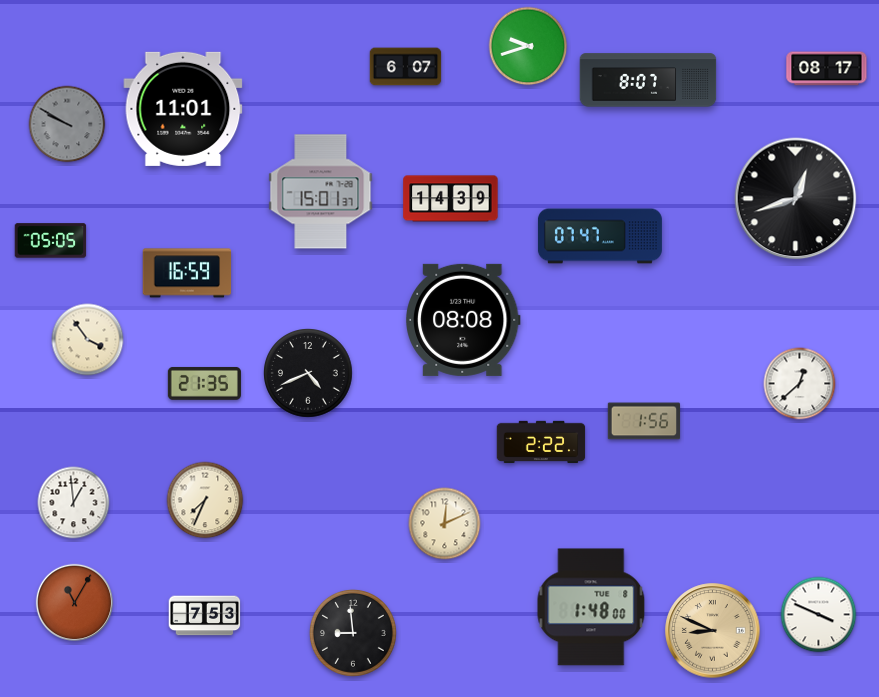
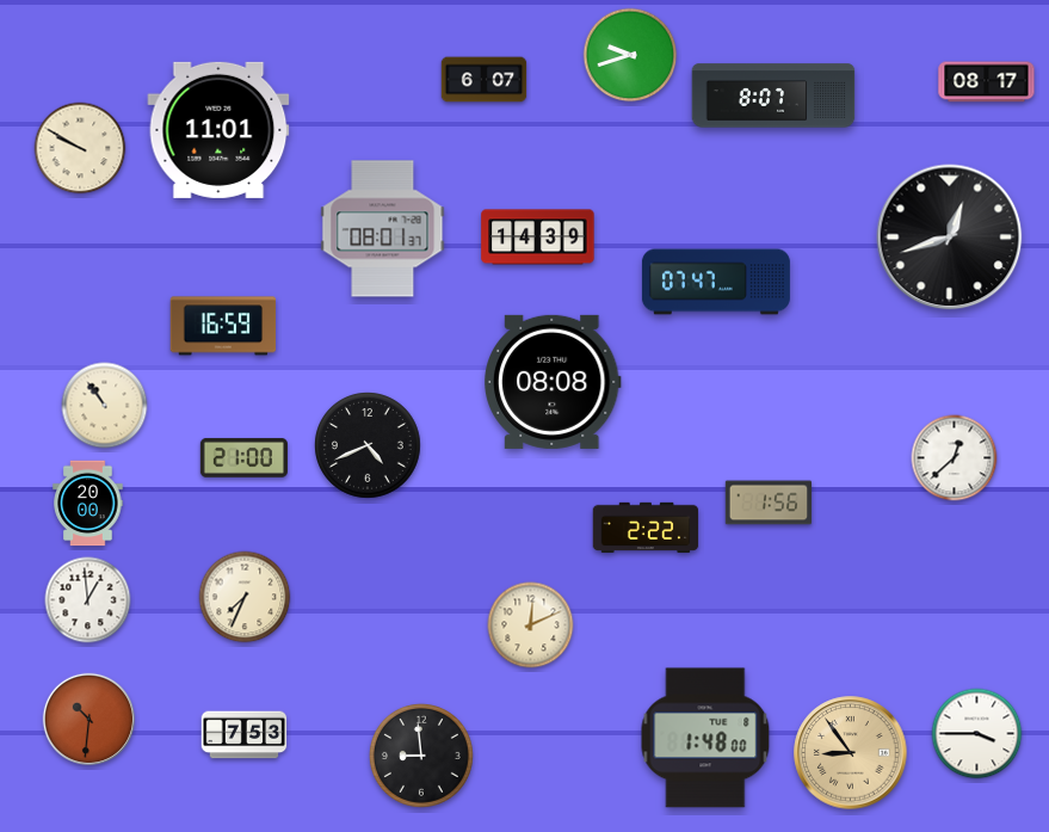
clock at (67, 124) dial: grey -> cream
clock at (321, 192): 15:01 -> 08:01
clock at (51, 241): 05:05 -> none
clock at (88, 340): 3:54 -> 10:54
clock at (204, 383): 21:35 -> 21:00
clock at (88, 504): none -> 20:00
clock at (74, 602): 11:05 -> 10:31
clock at (591, 607) position: (591, 607) -> (705, 738)
clock at (819, 615): 3:49 -> 3:45
clock at (713, 631): 8:49 -> 8:54
